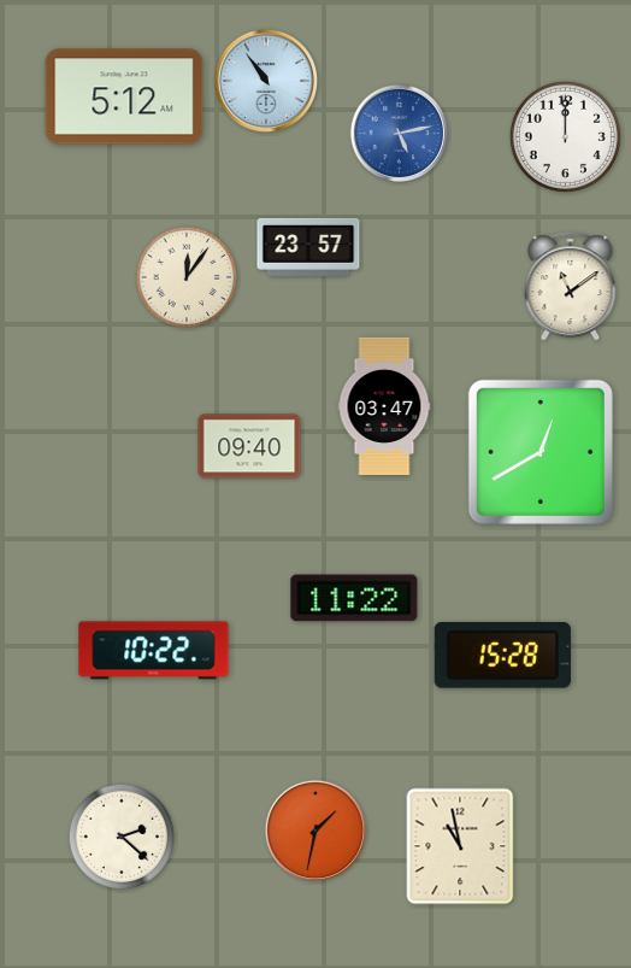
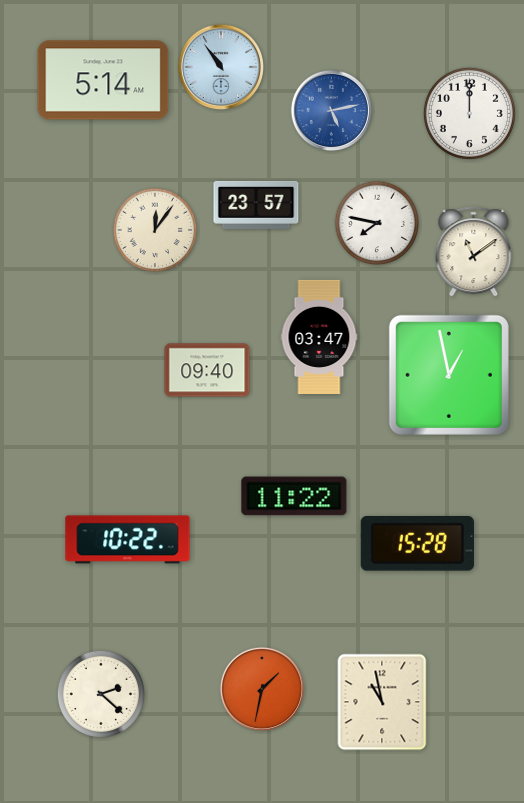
clock at (124, 96): 5:12 -> 5:14
clock at (377, 223): none -> 7:47
clock at (571, 287) position: (571, 287) -> (474, 252)
clock at (541, 452): 12:40 -> 12:58
